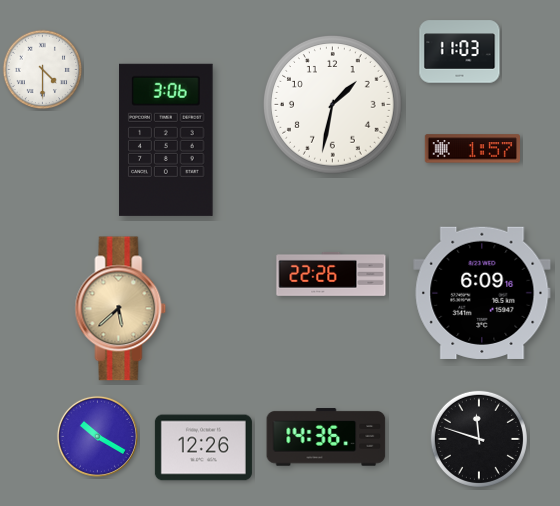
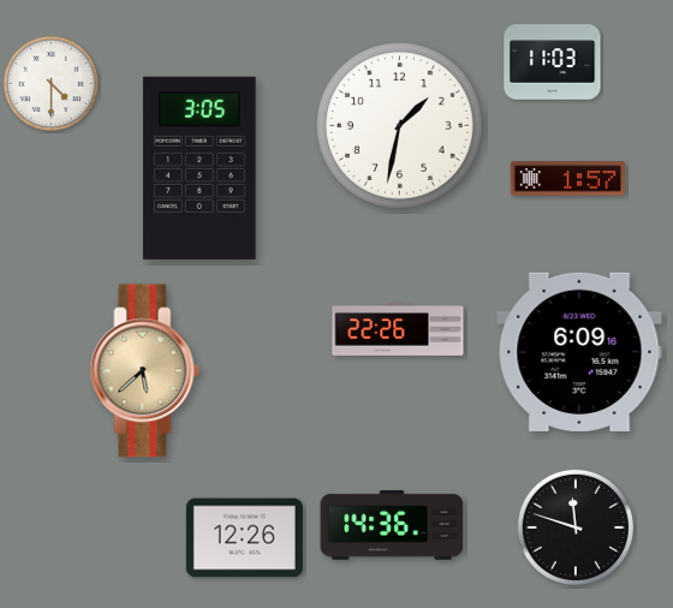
clock at (166, 140): 3:06 -> 3:05
clock at (97, 436): 10:20 -> none
